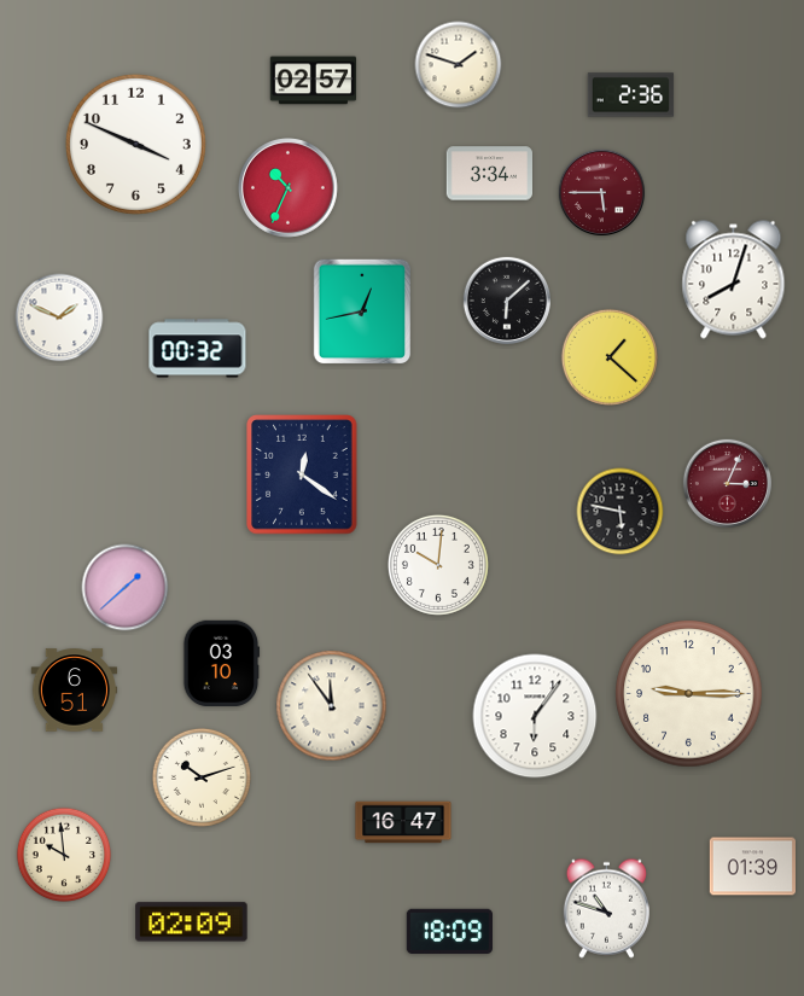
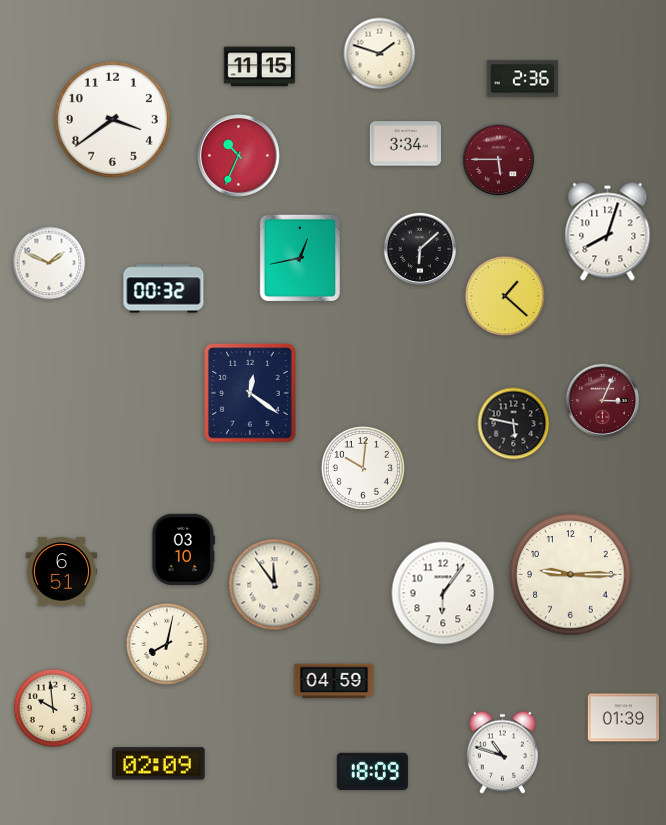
clock at (314, 81): 02:57 -> 11:15
clock at (135, 144): 3:49 -> 3:39
clock at (126, 588): 1:38 -> none
clock at (202, 777): 10:12 -> 8:02
clock at (403, 822): 16:47 -> 04:59
